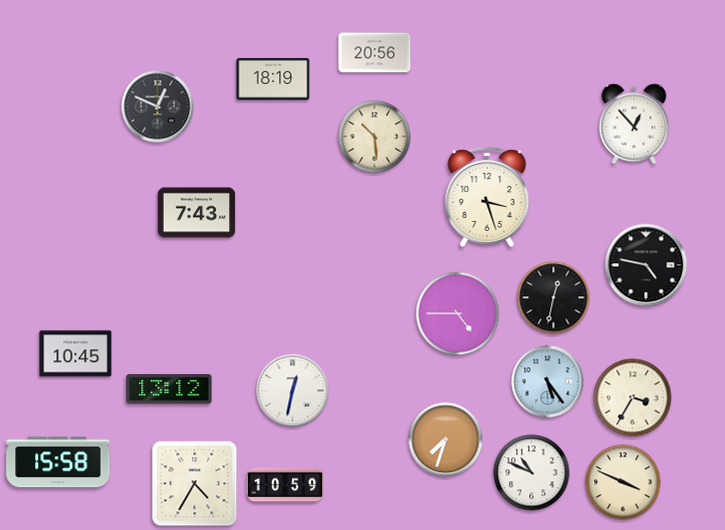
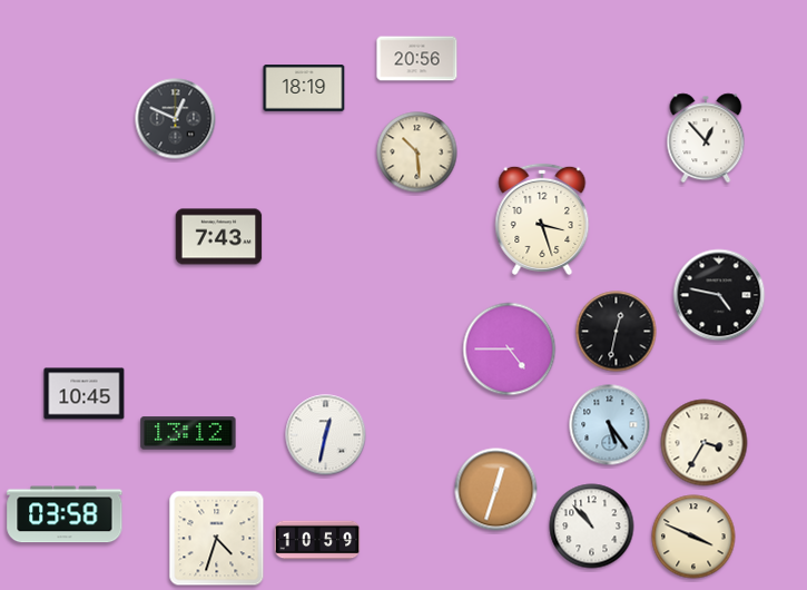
clock at (446, 440): 7:33 -> 12:33
clock at (58, 462): 15:58 -> 03:58
clock at (532, 473): 10:49 -> 10:53
clock at (195, 484): 4:35 -> 4:33
